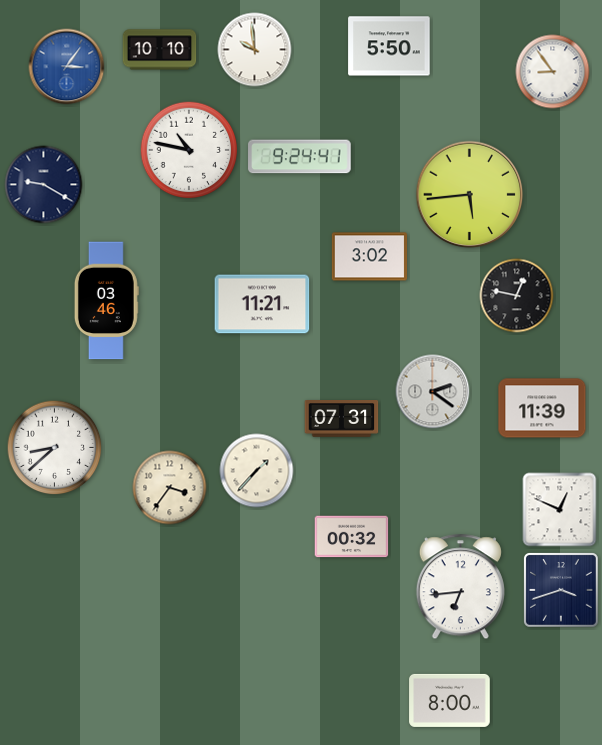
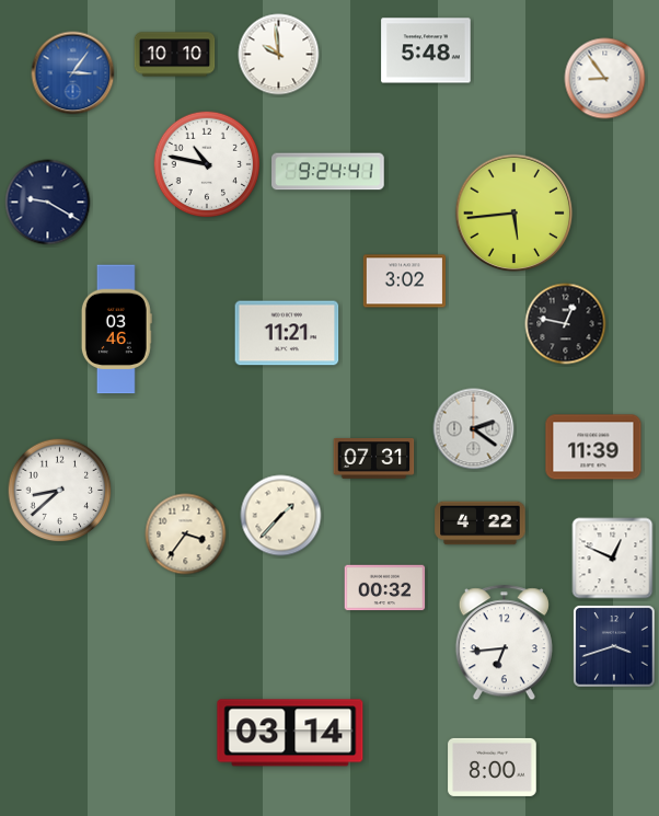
clock at (389, 46): 5:50 -> 5:48
clock at (481, 524): none -> 4:22
clock at (290, 733): none -> 03:14
